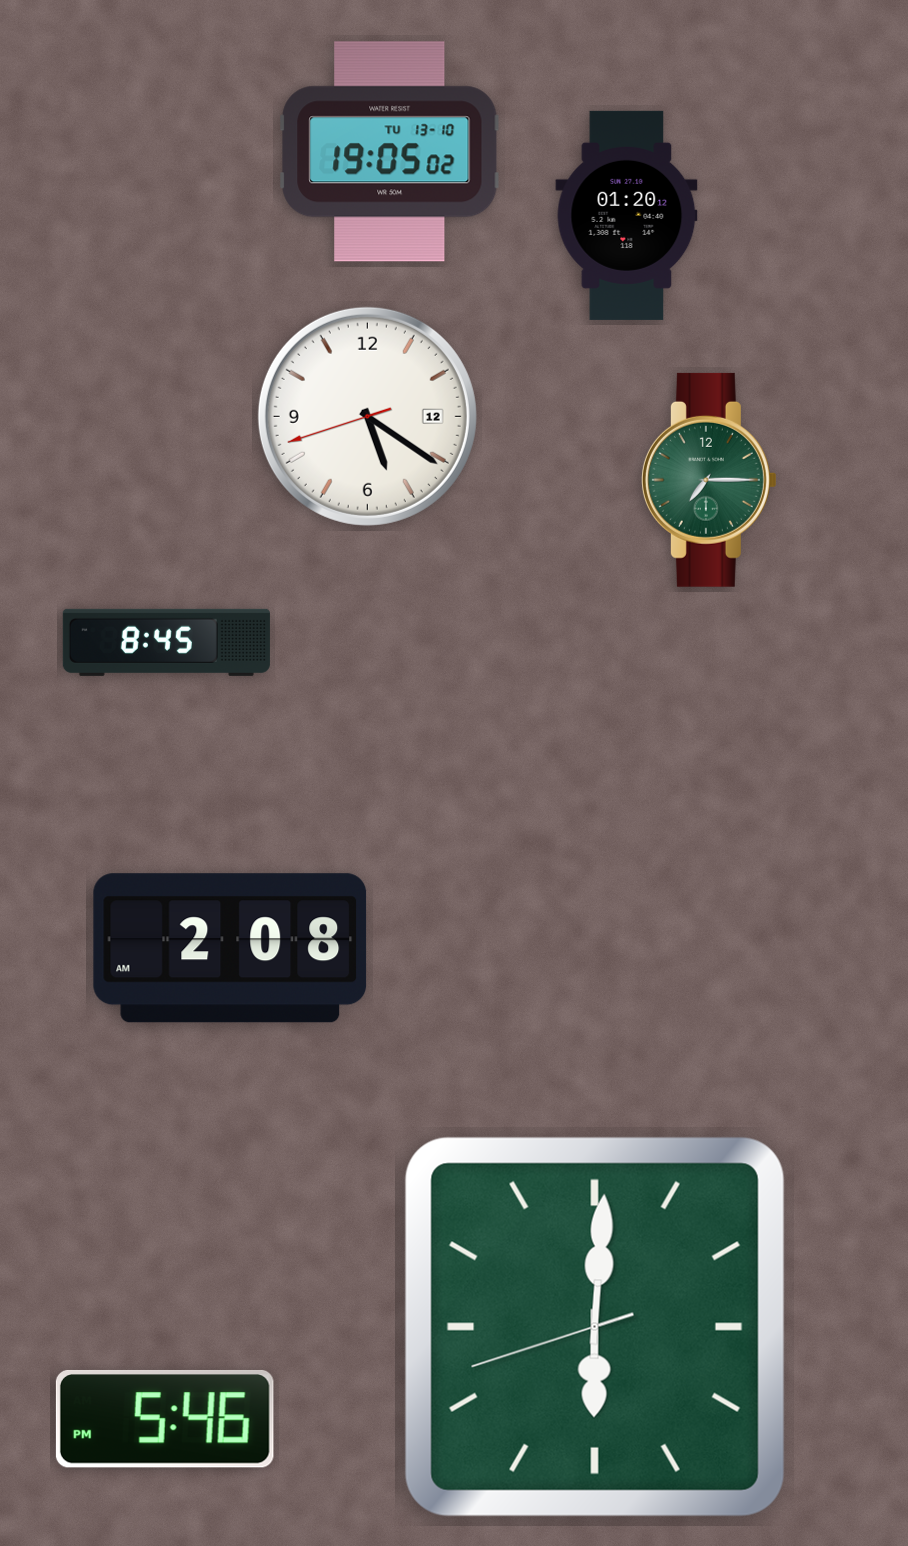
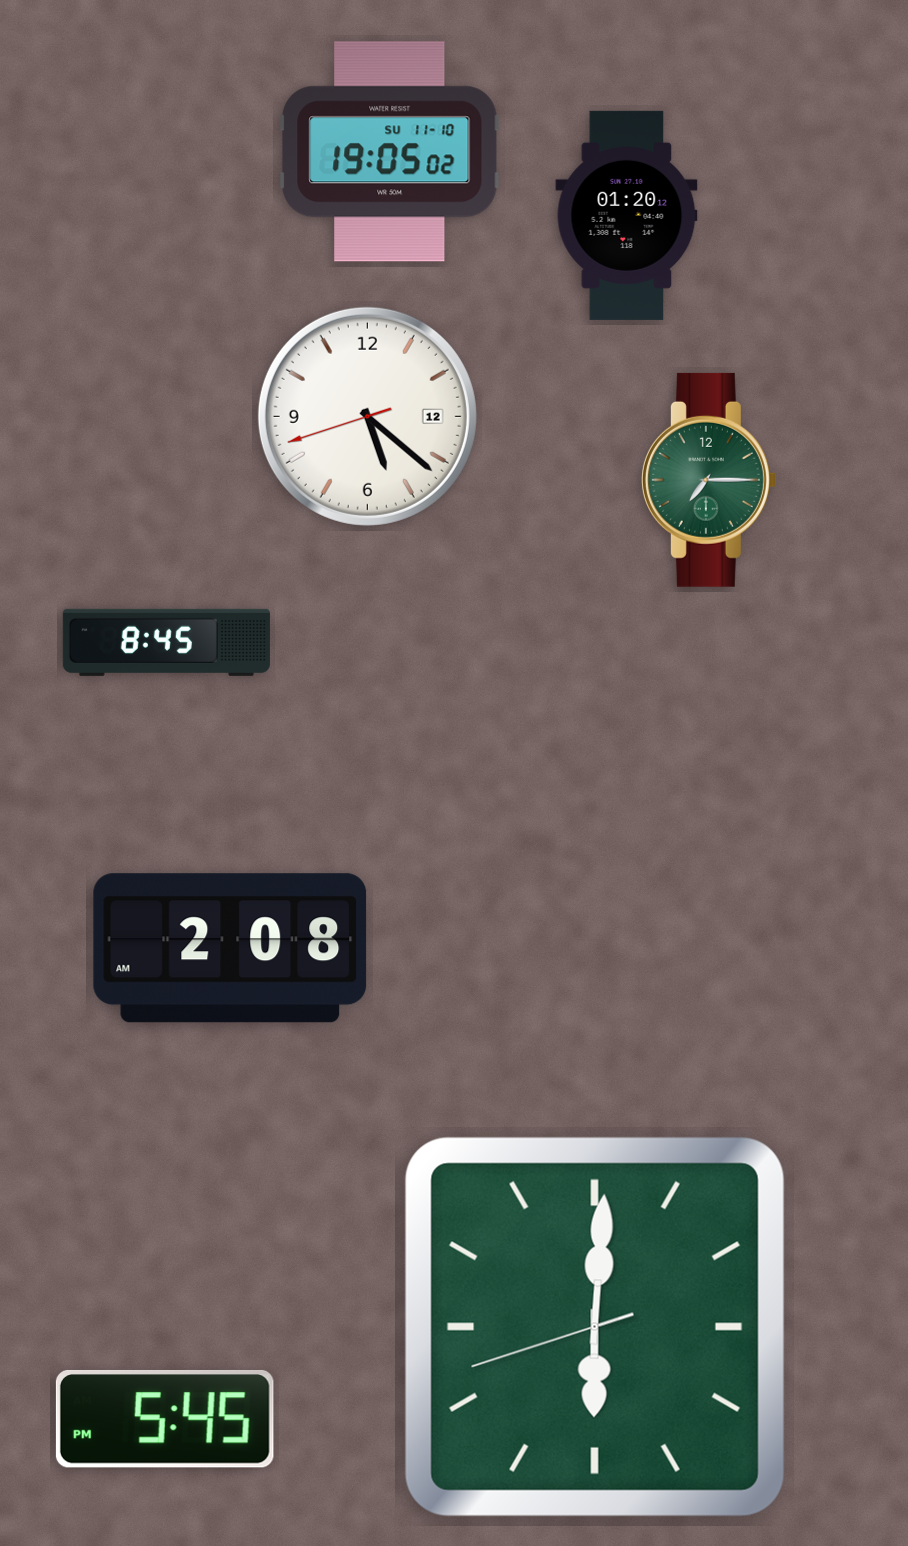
clock at (390, 152) date: TU 13-10 -> SU 11-10
clock at (367, 416): 5:20 -> 5:21
clock at (165, 1419): 5:46 -> 5:45
